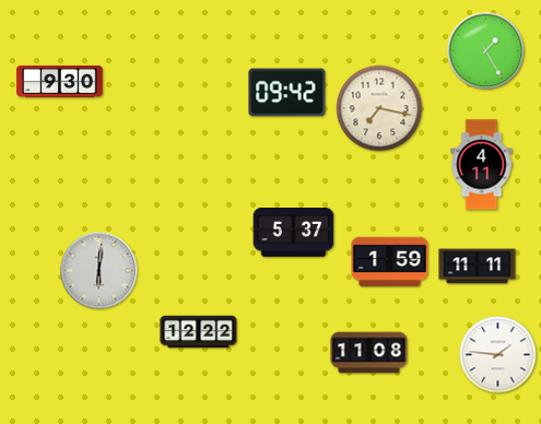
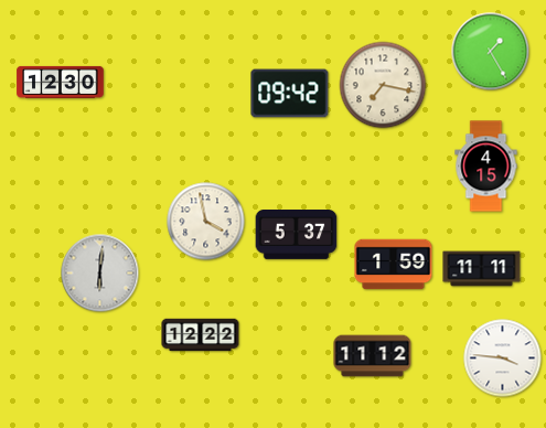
clock at (60, 81): 9:30 -> 12:30
clock at (379, 108) position: (379, 108) -> (383, 85)
clock at (482, 165): 4:11 -> 4:15
clock at (206, 222): none -> 3:58
clock at (369, 353): 11:08 -> 11:12
clock at (498, 355): 1:46 -> 3:46
